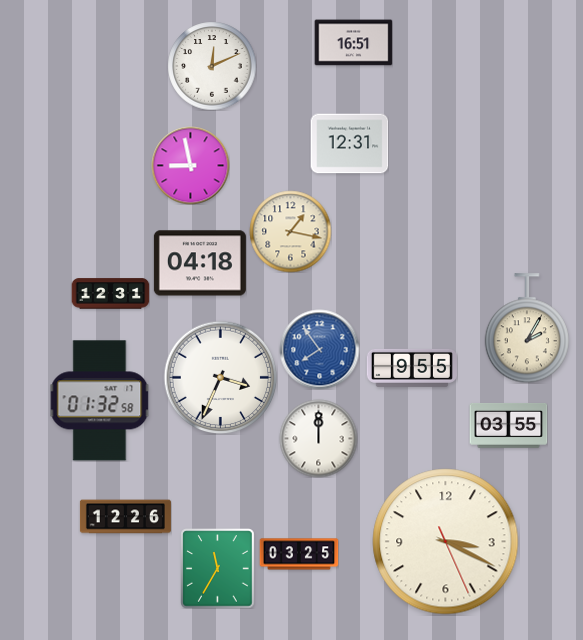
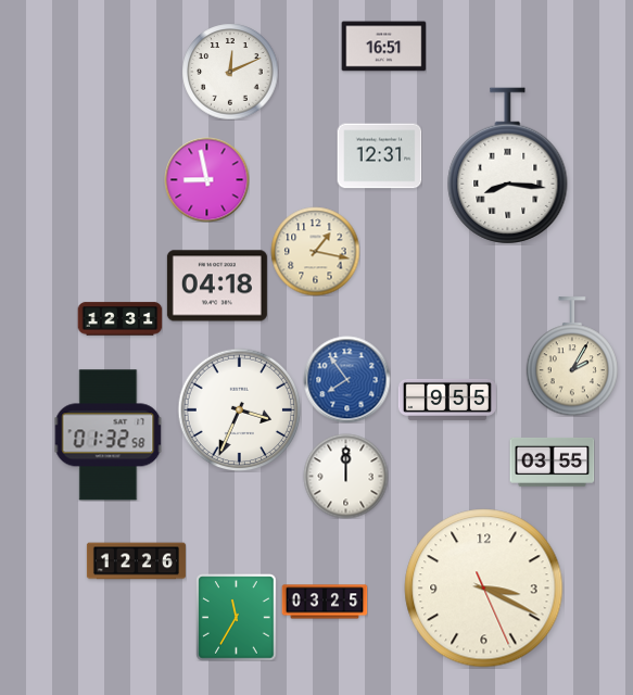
clock at (508, 166): none -> 8:16
